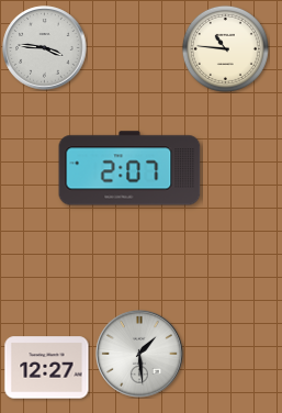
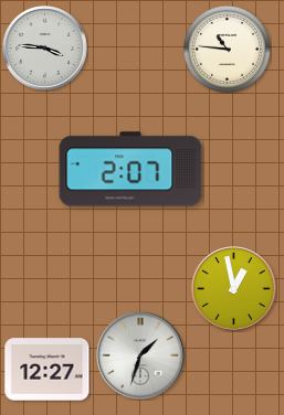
clock at (234, 289): none -> 12:58
clock at (140, 355): 1:29 -> 1:33
